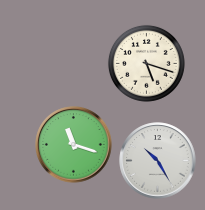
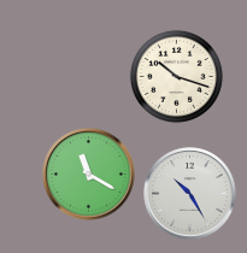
clock at (146, 63): 5:18 -> 10:18
clock at (74, 145): 11:18 -> 11:20
